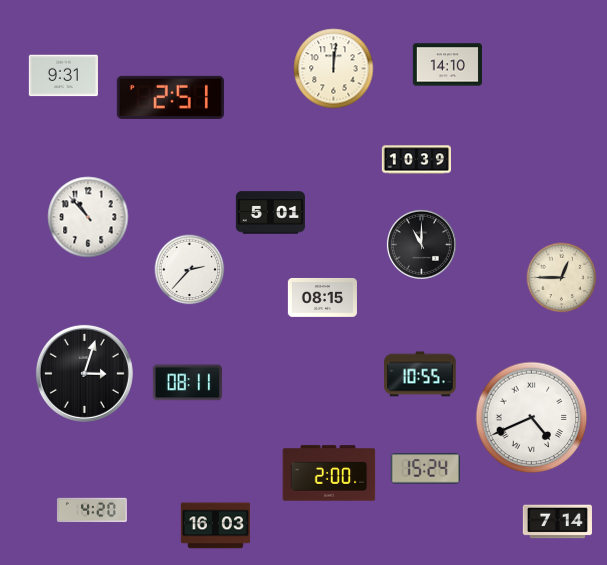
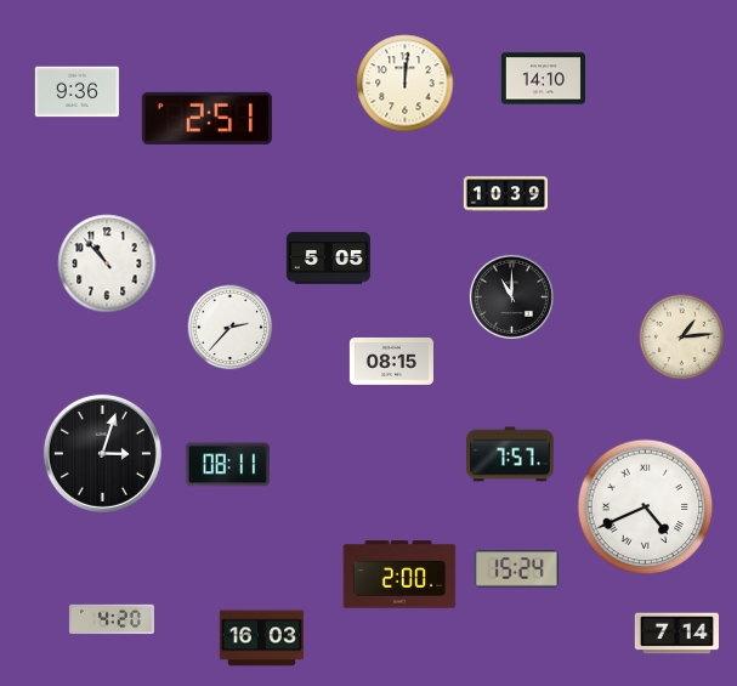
clock at (63, 76): 9:31 -> 9:36
clock at (270, 213): 5:01 -> 5:05
clock at (562, 278): 12:45 -> 1:14
clock at (420, 374): 10:55 -> 7:57
